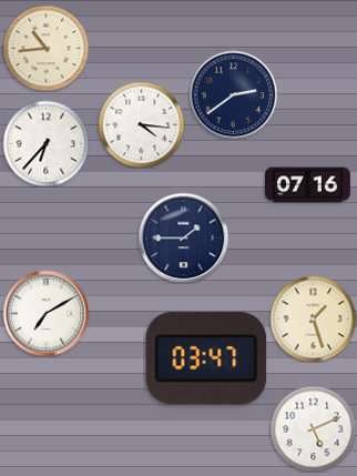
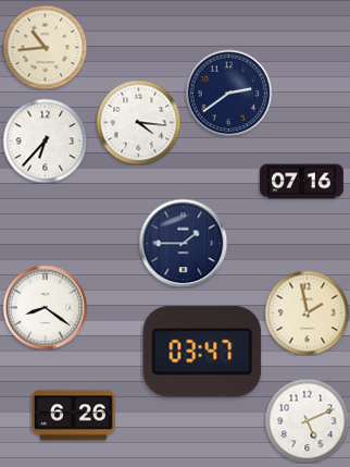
clock at (183, 237) position: (183, 237) -> (183, 243)
clock at (45, 313): 7:10 -> 8:21
clock at (313, 318): 1:27 -> 1:58
clock at (73, 416): none -> 6:26
